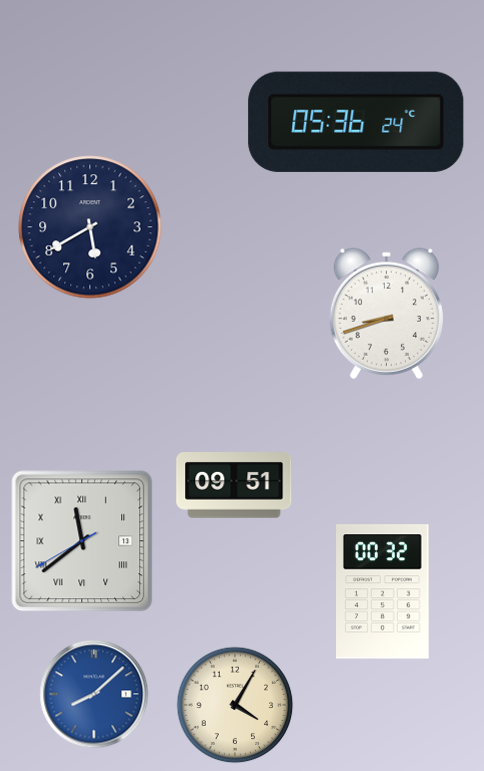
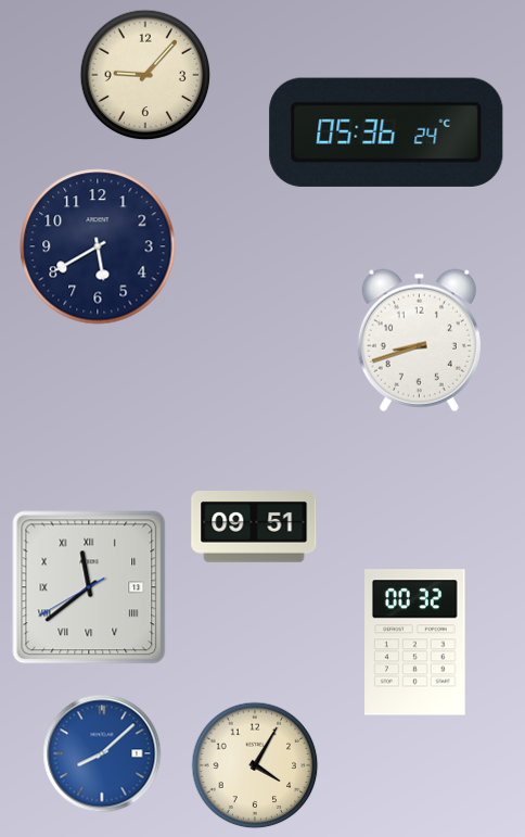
clock at (145, 75): none -> 9:07
